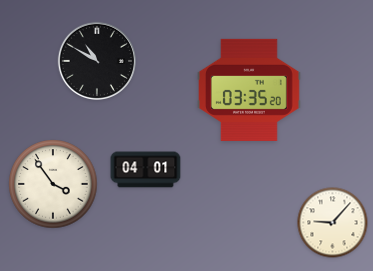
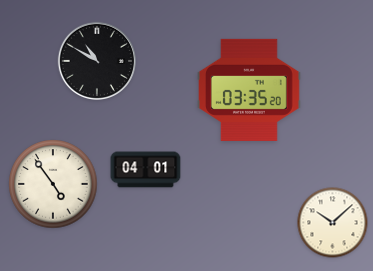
clock at (53, 184): 3:54 -> 4:54
clock at (333, 223): 9:07 -> 10:08
